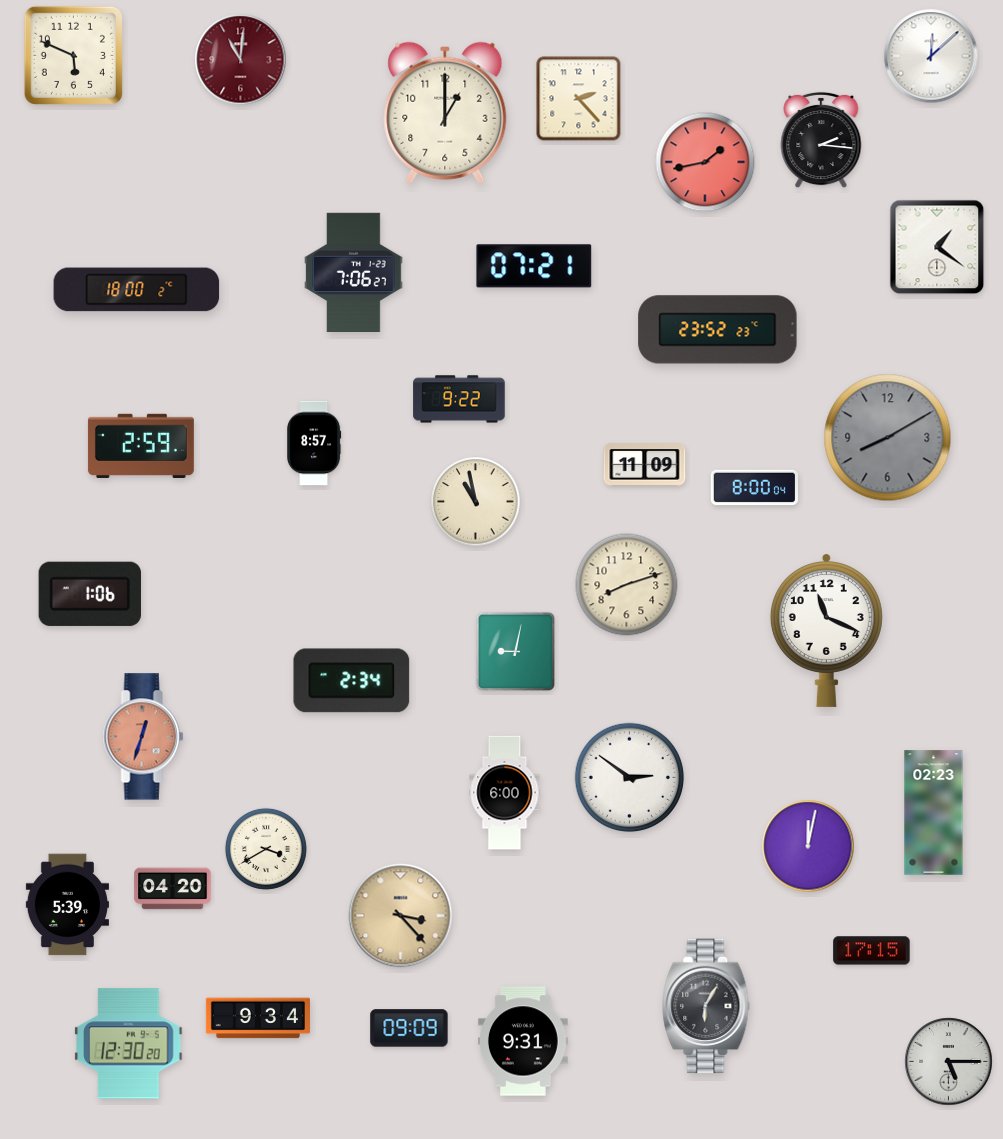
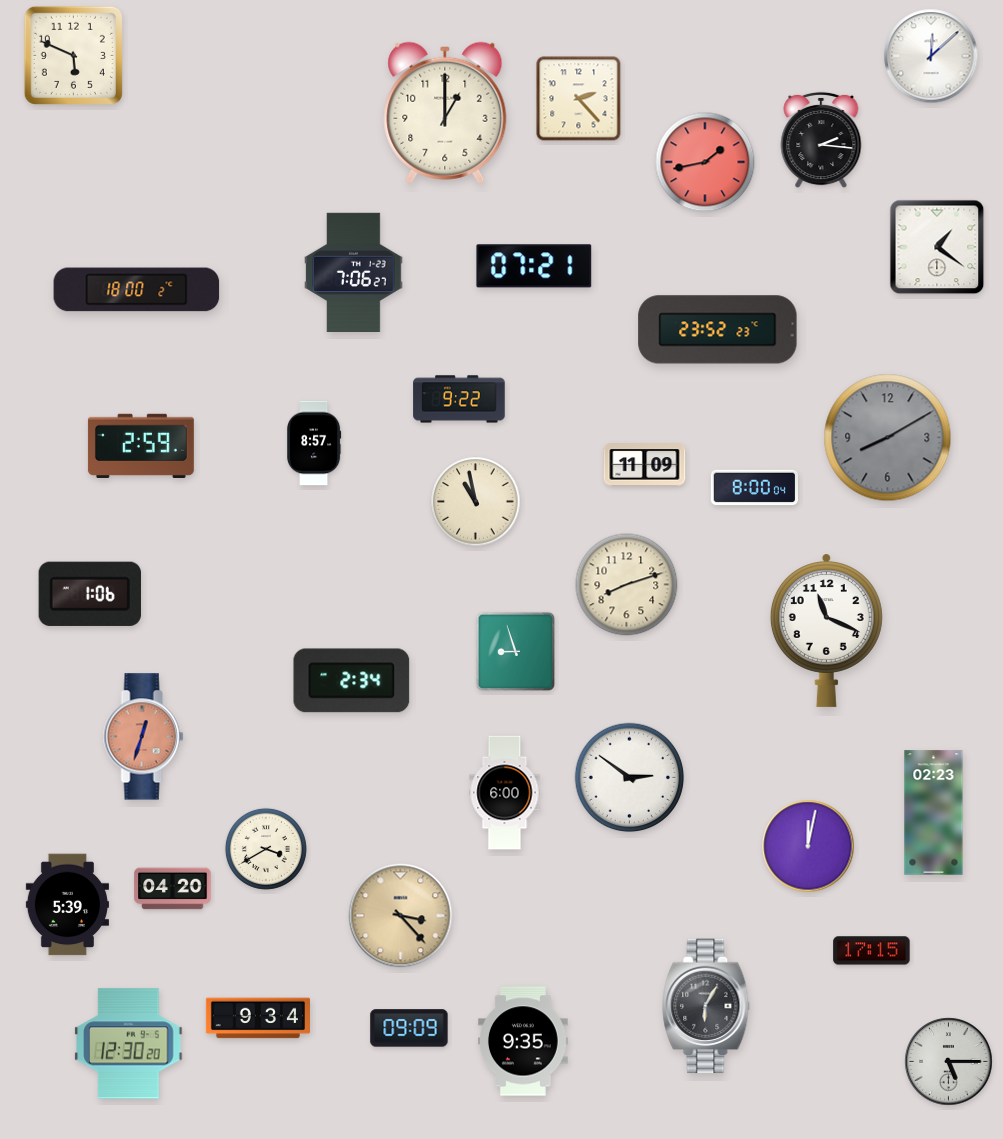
clock at (241, 60): 11:01 -> none
clock at (515, 651): 9:02 -> 8:57
clock at (524, 1041): 9:31 -> 9:35
